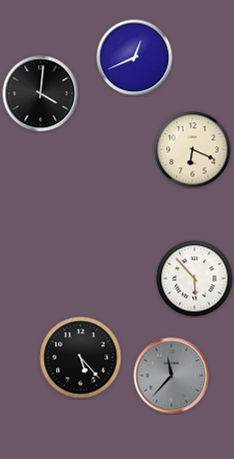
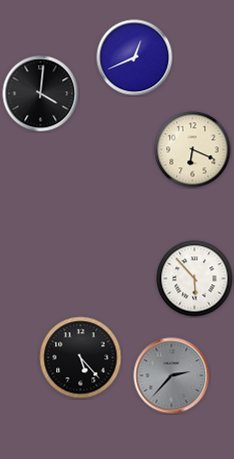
clock at (172, 376): 11:37 -> 2:37
